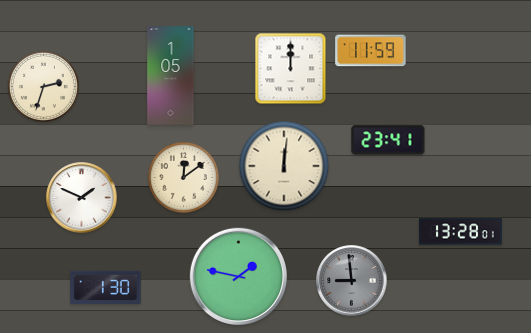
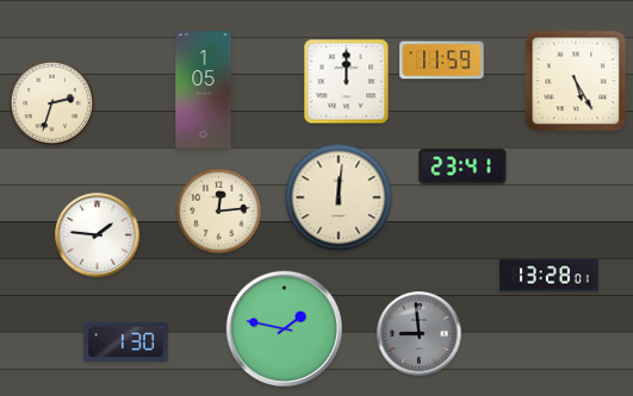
clock at (576, 81): none -> 5:25
clock at (183, 177): 12:09 -> 12:14
clock at (82, 198): 1:49 -> 1:46
